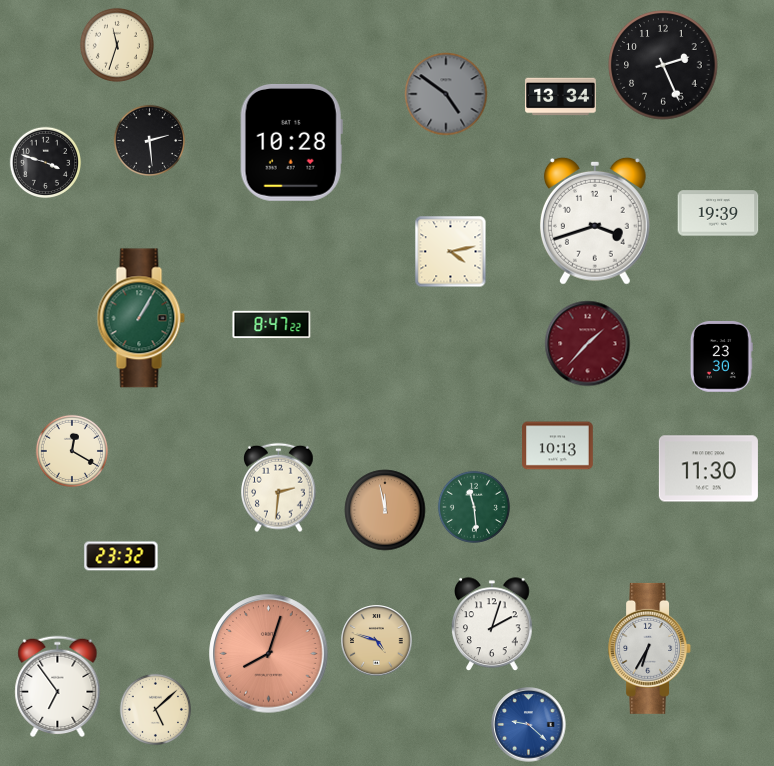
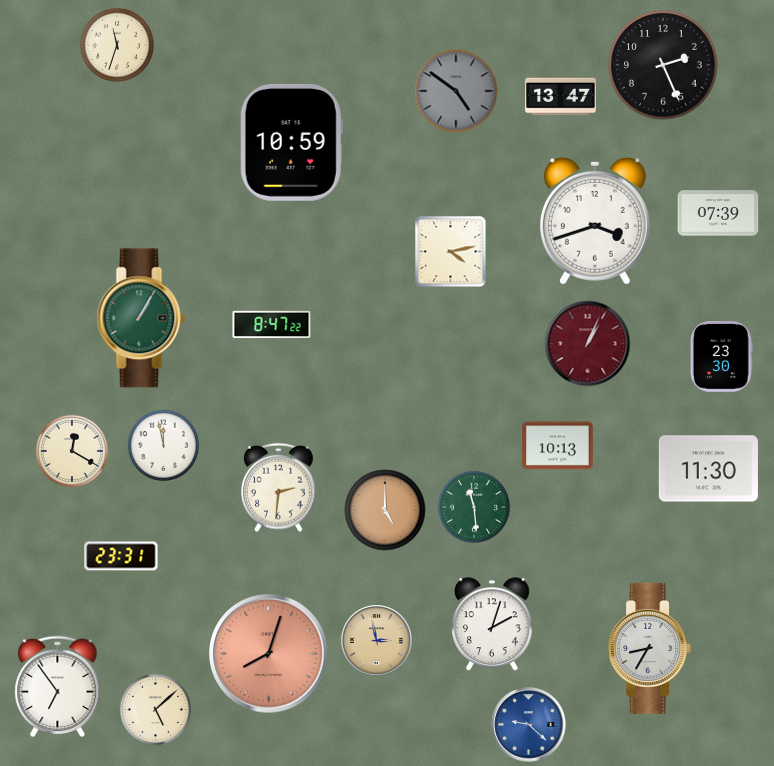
clock at (446, 94) position: (446, 94) -> (456, 91)
clock at (561, 97): 13:34 -> 13:47
clock at (149, 140): 2:29 -> none
clock at (291, 142): 10:28 -> 10:59
clock at (45, 162): 3:48 -> none
clock at (718, 213): 19:39 -> 07:39
clock at (588, 344): 1:37 -> 1:04
clock at (163, 445): none -> 11:58
clock at (385, 510): 11:58 -> 5:00
clock at (121, 556): 23:32 -> 23:31
clock at (377, 641): 4:48 -> 2:58
clock at (650, 648): 6:35 -> 8:35
